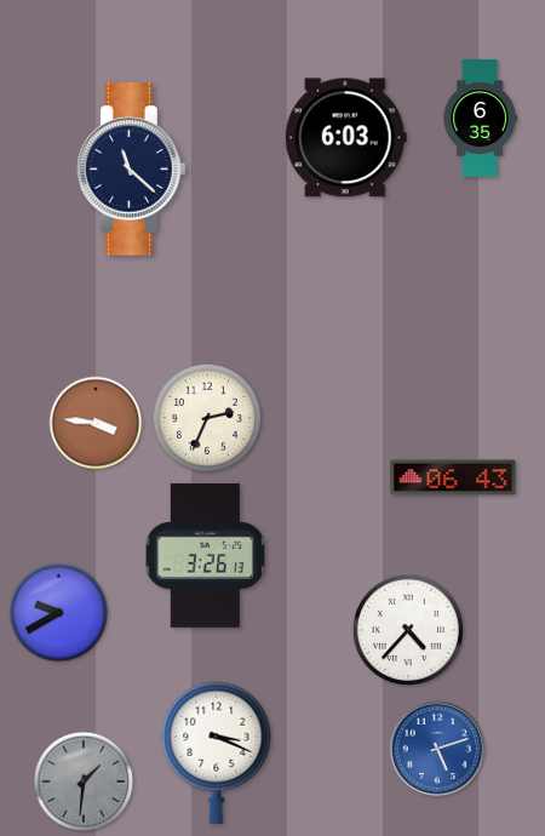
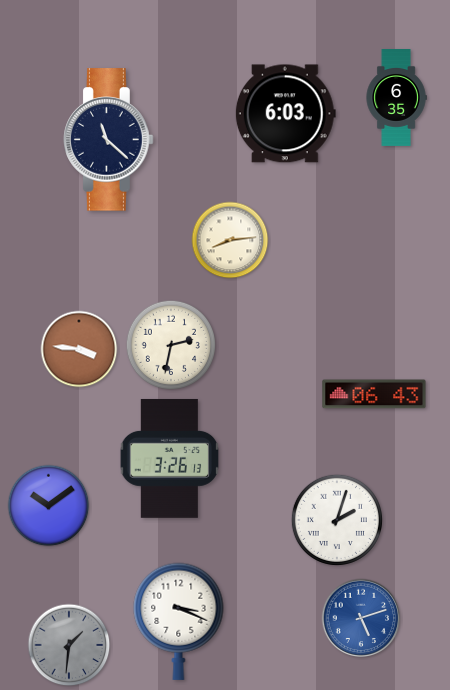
clock at (230, 240): none -> 8:14
clock at (206, 417): 2:34 -> 2:32
clock at (59, 613): 9:40 -> 10:09
clock at (408, 630): 4:37 -> 2:03
